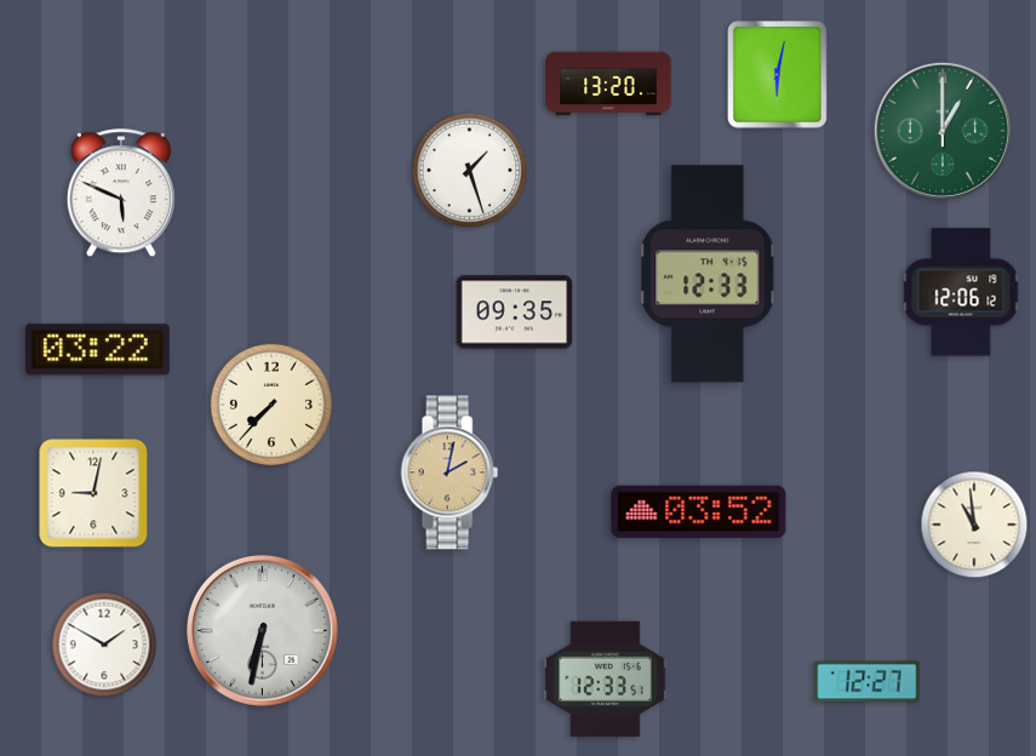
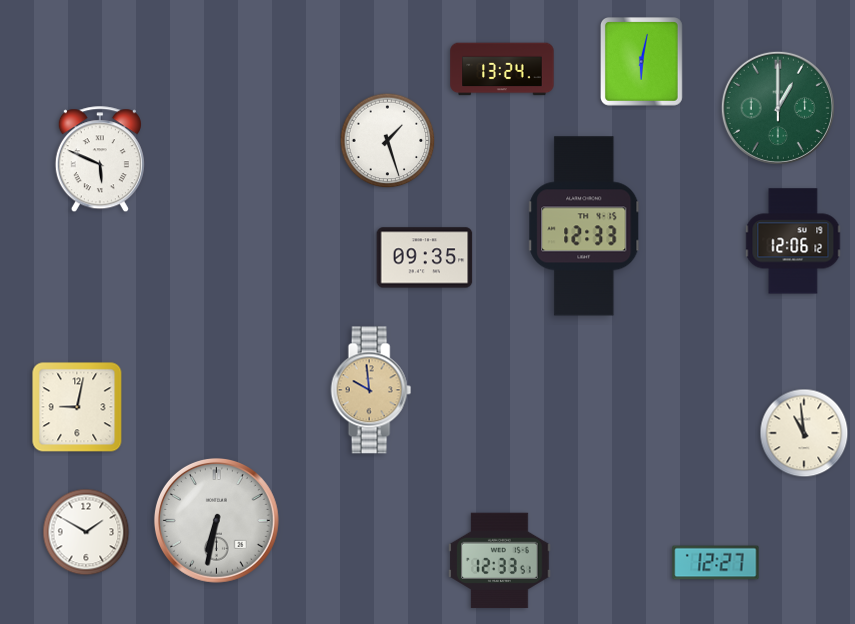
clock at (608, 84): 13:20 -> 13:24
clock at (97, 350): 03:22 -> none
clock at (271, 405): 7:37 -> none
clock at (450, 472): 2:02 -> 9:59
clock at (699, 512): 03:52 -> none
